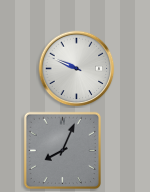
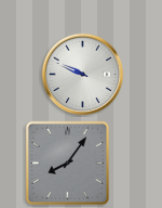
clock at (62, 150): 8:04 -> 8:06
